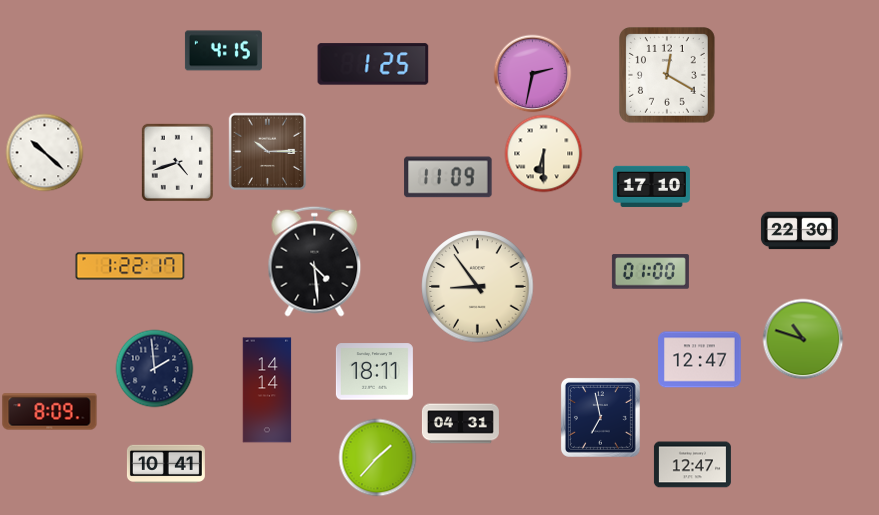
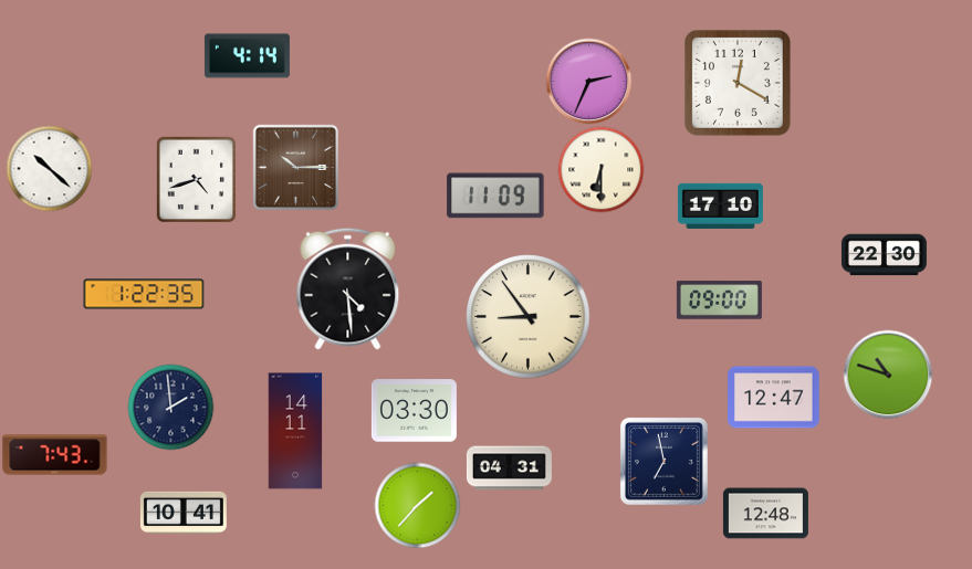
clock at (223, 51): 4:15 -> 4:14
clock at (373, 64): 1:25 -> none
clock at (532, 73): 2:32 -> 2:34
clock at (130, 266): 1:22:17 -> 1:22:35
clock at (650, 272): 01:00 -> 09:00
clock at (374, 372): 18:11 -> 03:30
clock at (267, 390): 14:14 -> 14:11
clock at (50, 412): 8:09 -> 7:43
clock at (692, 465): 12:47 -> 12:48
